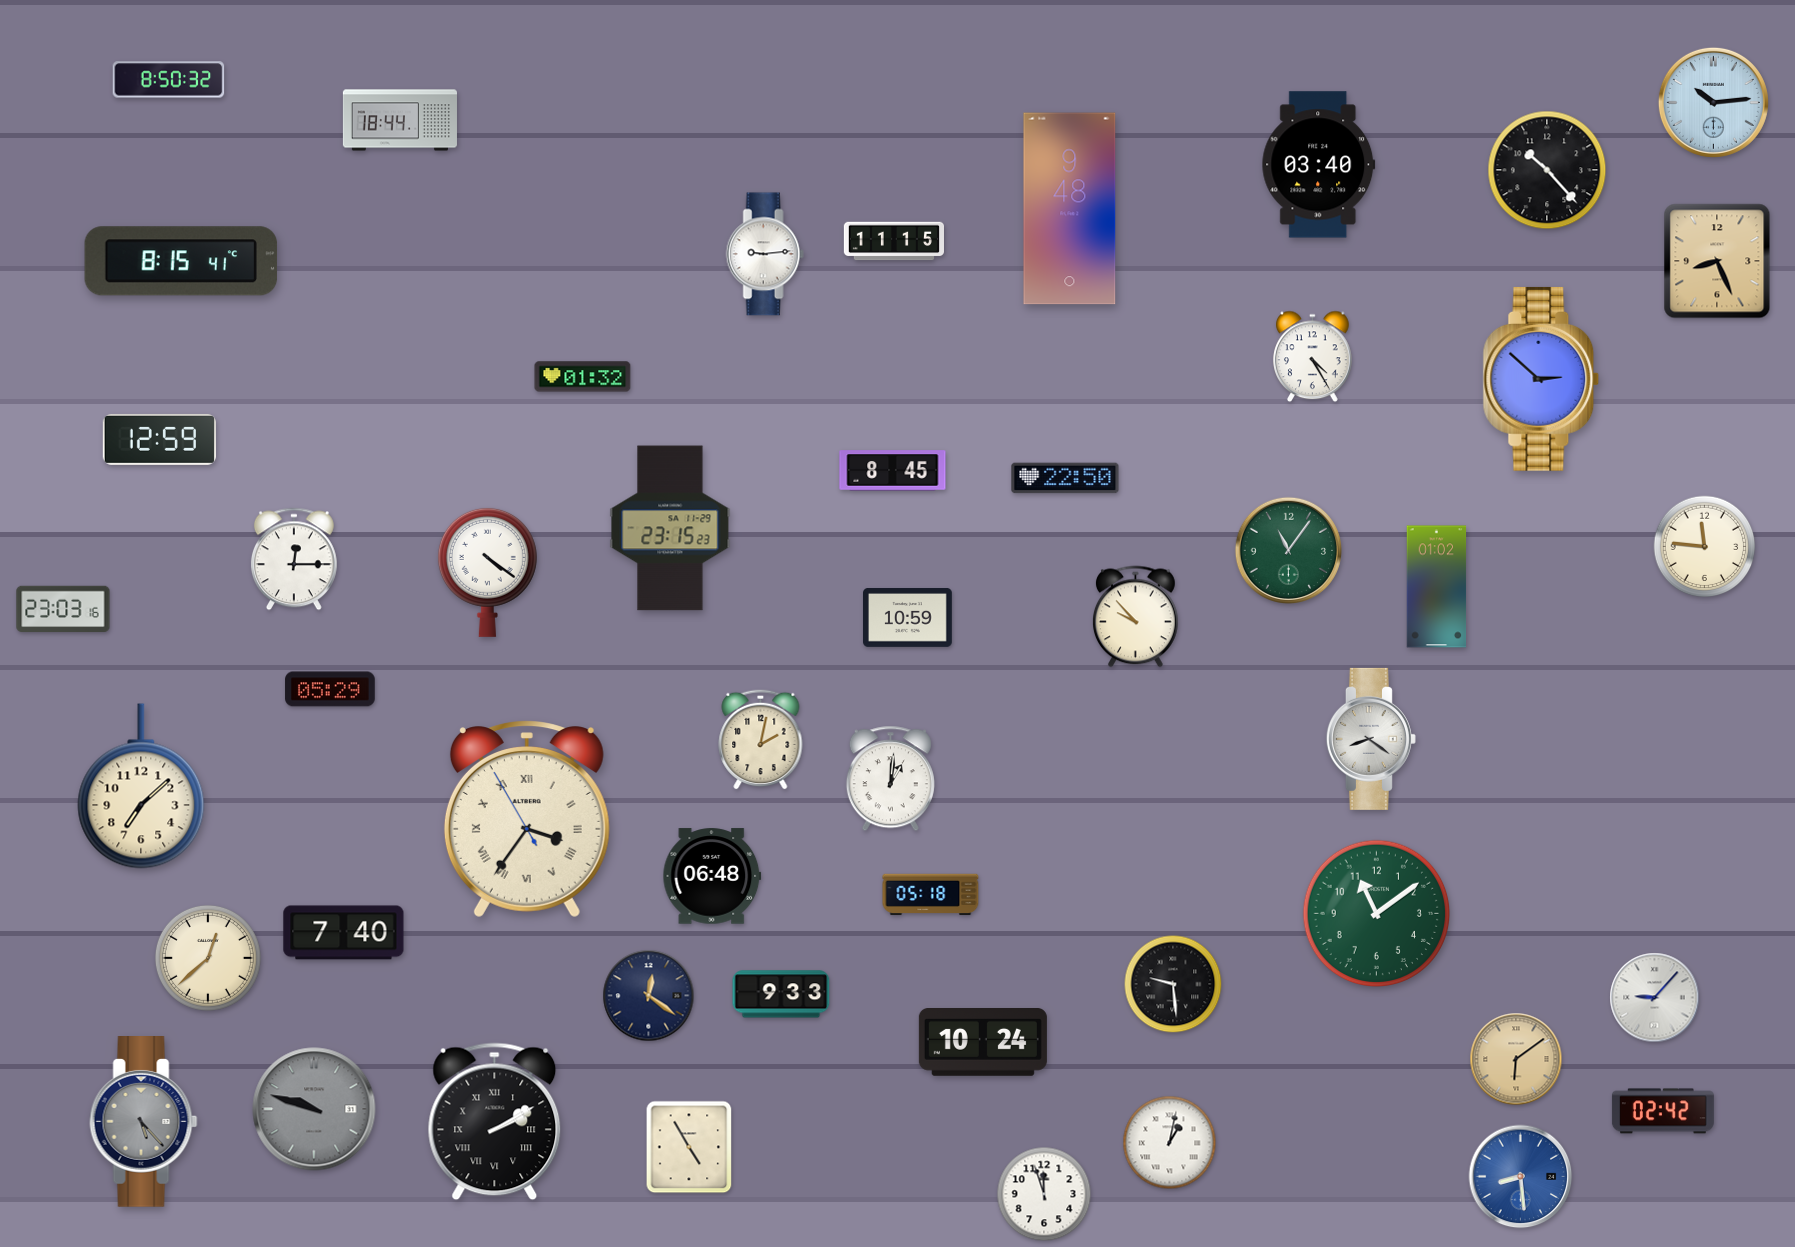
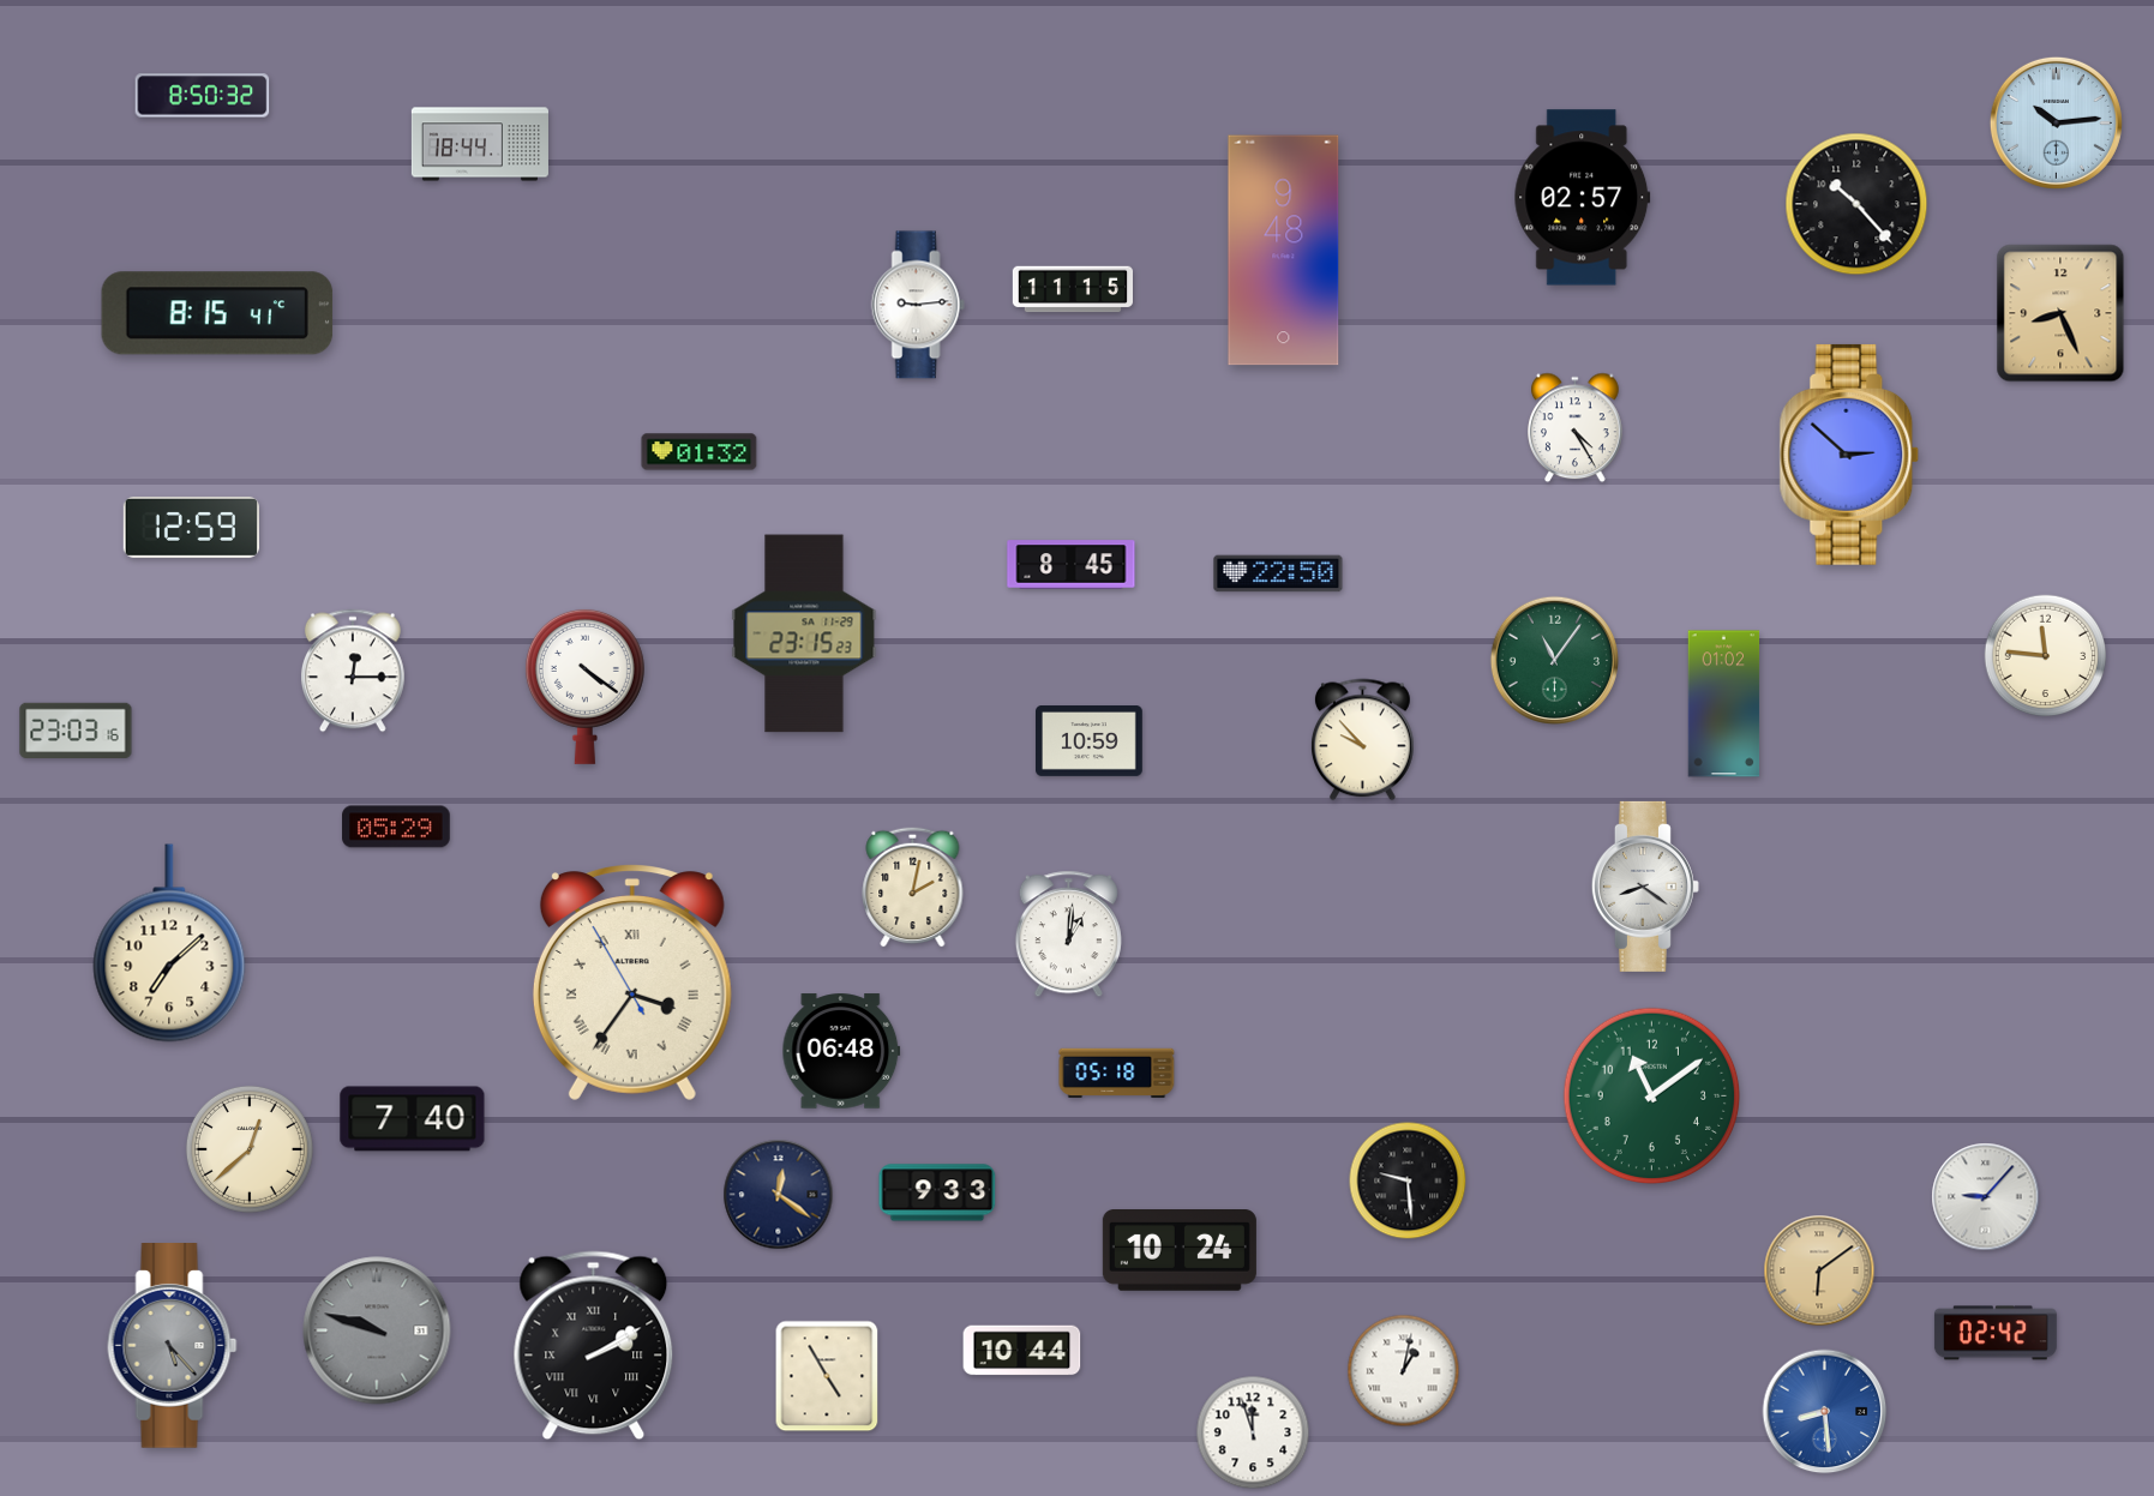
clock at (1319, 165): 03:40 -> 02:57
clock at (1288, 550) position: (1288, 550) -> (1554, 660)
clock at (712, 876) position: (712, 876) -> (841, 1051)
clock at (1022, 1351): none -> 10:44
